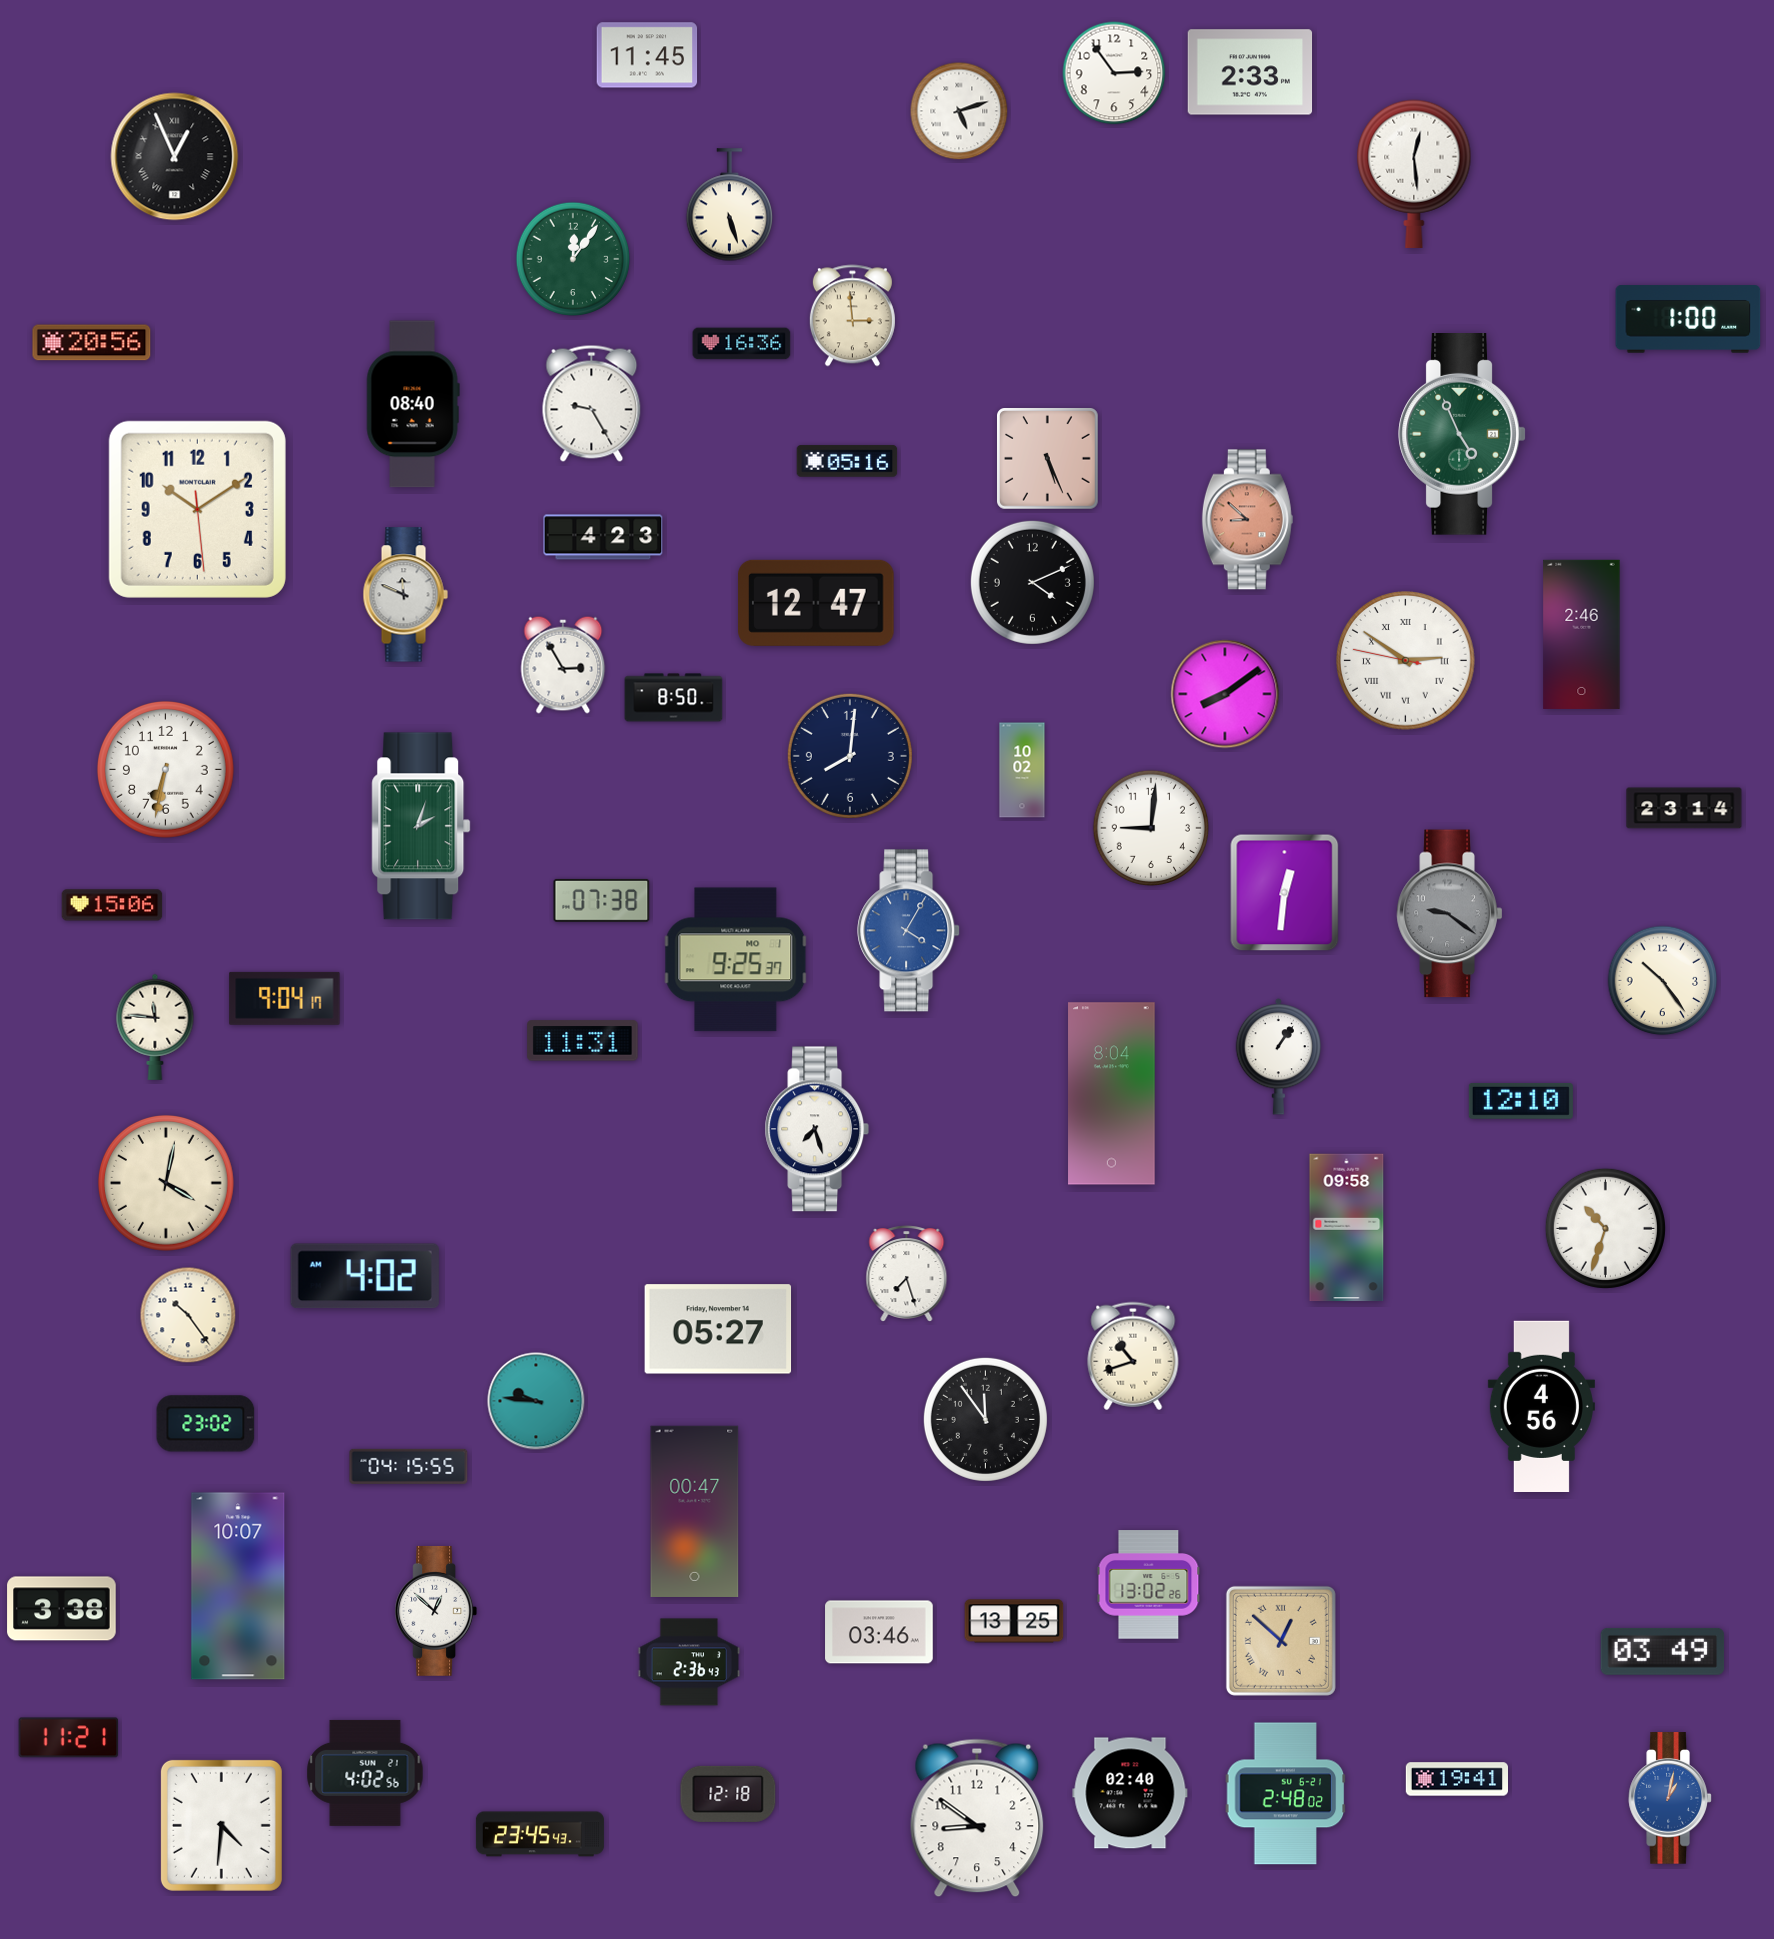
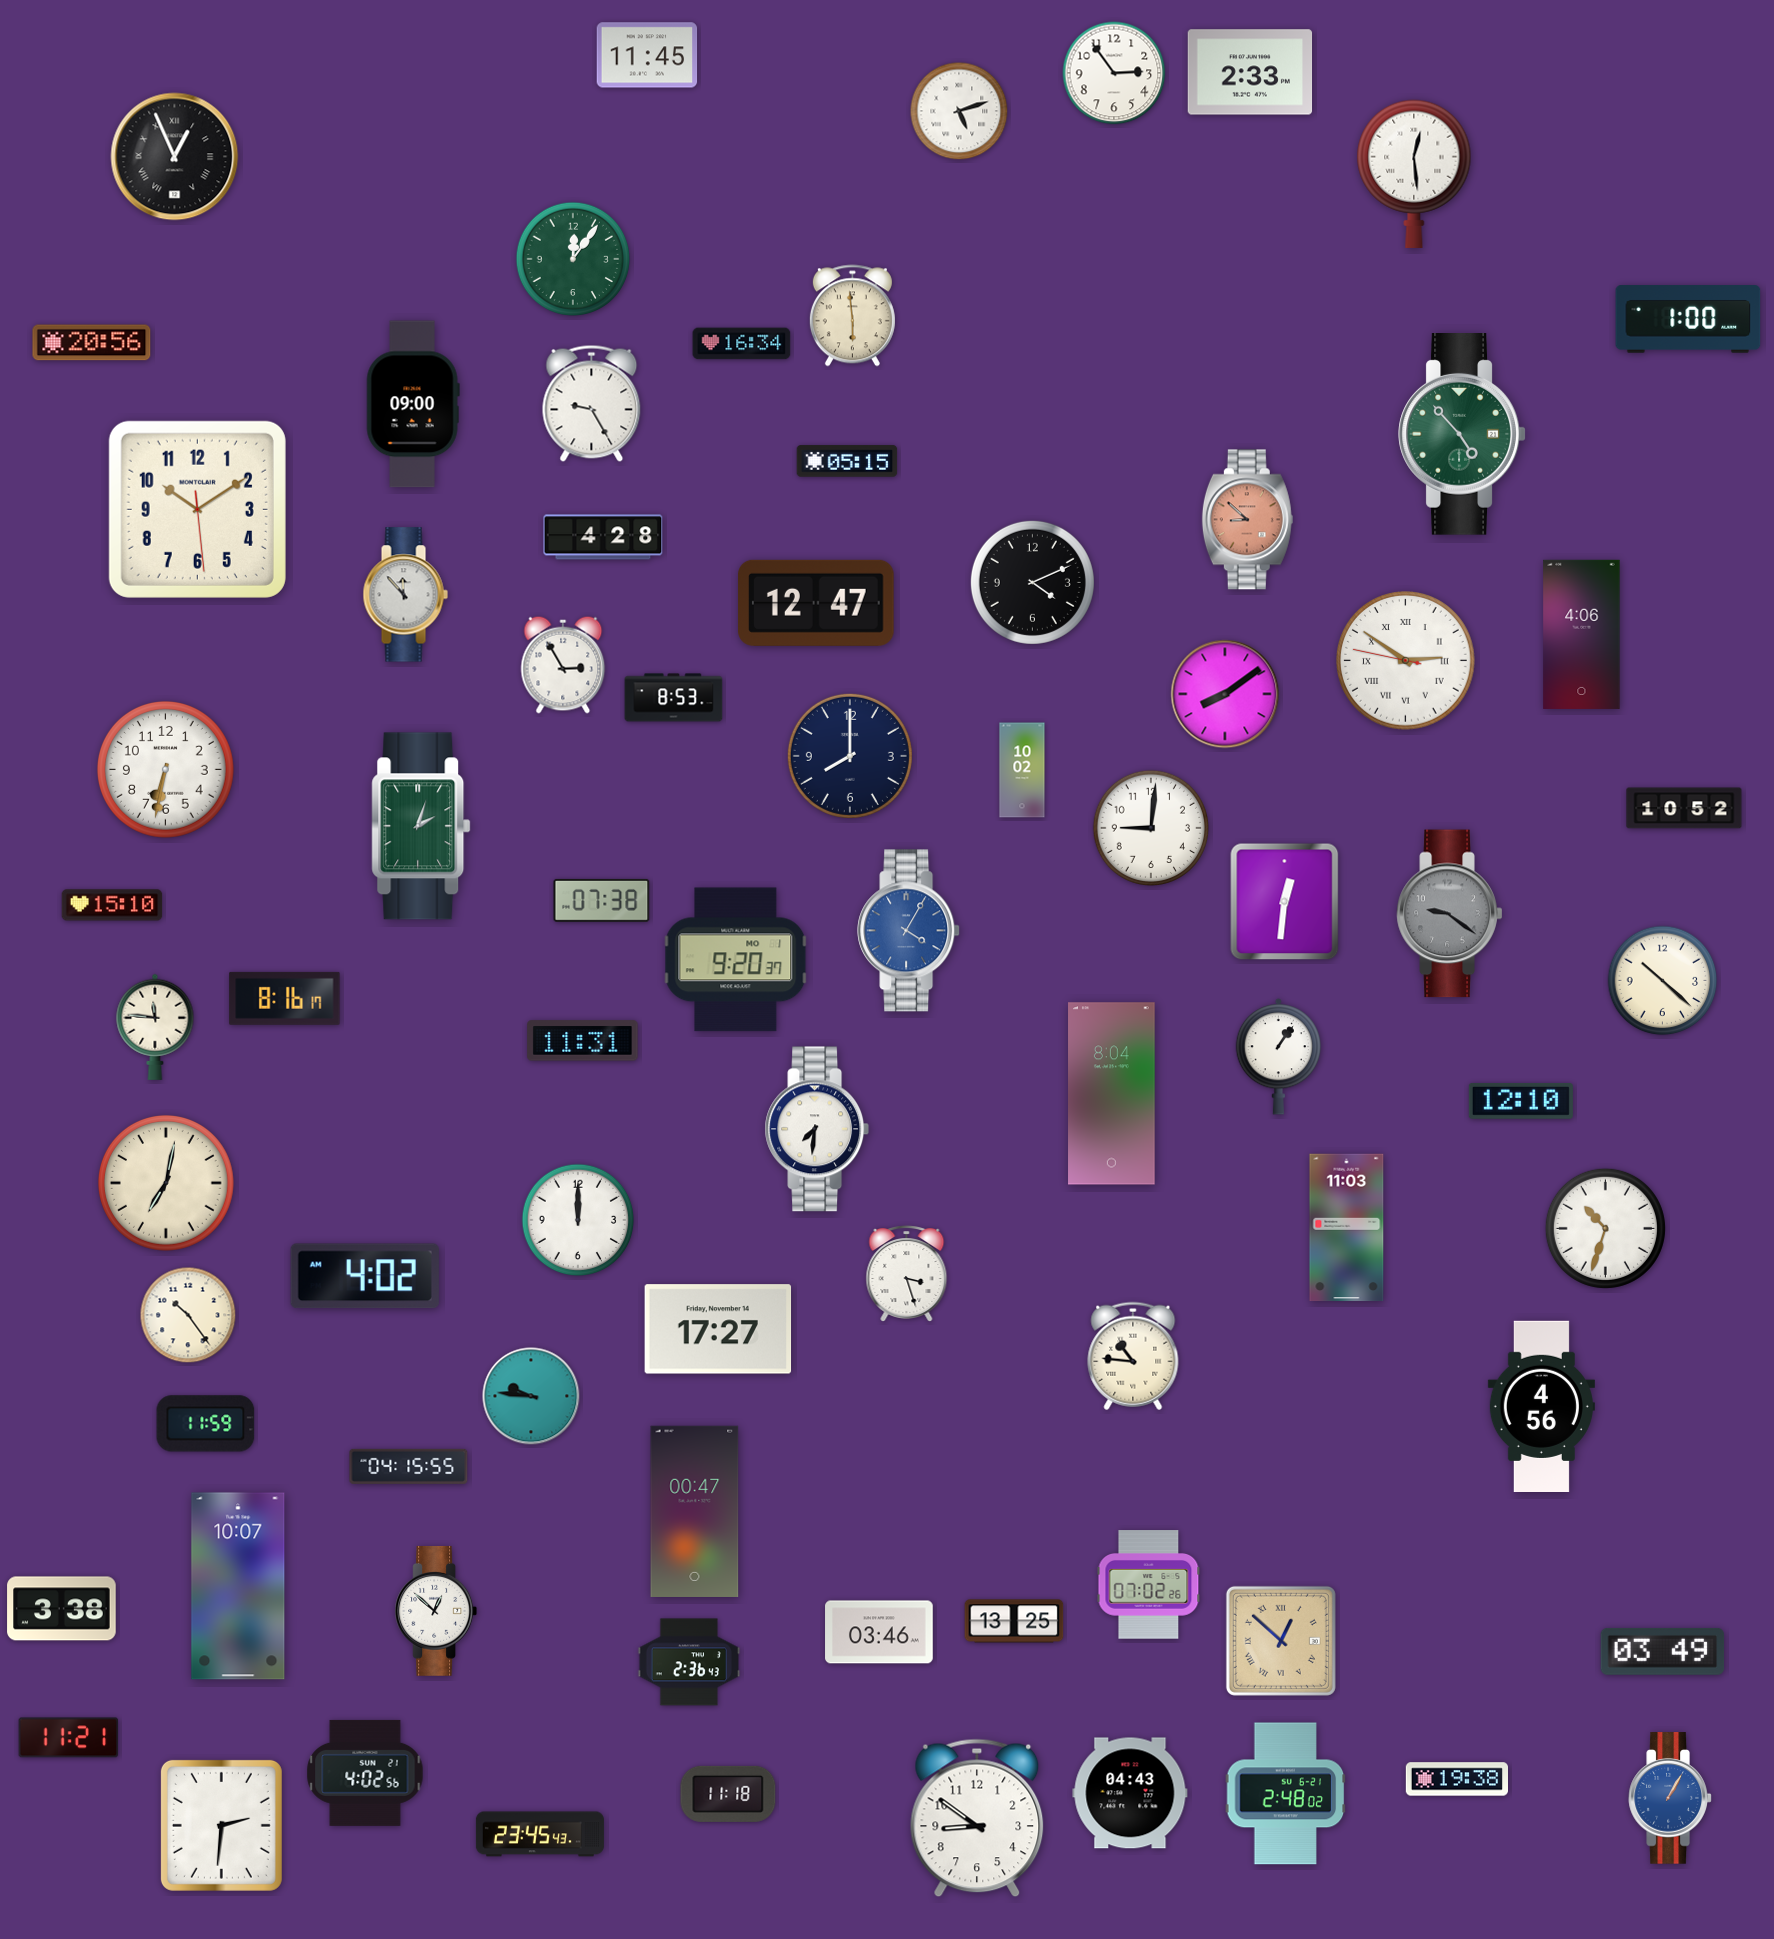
clock at (729, 205): 5:27 -> none
clock at (852, 316): 2:59 -> 5:59
clock at (742, 344): 16:36 -> 16:34
clock at (413, 404): 08:40 -> 09:00
clock at (1462, 435): 4:56 -> 4:53
clock at (1048, 459): 5:26 -> none
clock at (847, 461): 05:16 -> 05:15
clock at (603, 537): 4:23 -> 4:28
clock at (405, 595): 11:49 -> 11:53
clock at (1582, 634): 2:46 -> 4:06
clock at (674, 698): 8:50 -> 8:53
clock at (850, 756): 8:01 -> 8:00
clock at (1684, 808): 23:14 -> 10:52
clock at (1285, 893) position: (1285, 893) -> (1285, 902)
clock at (112, 905): 15:06 -> 15:10
clock at (736, 960): 9:25 -> 9:20
clock at (1663, 981): 10:24 -> 10:22
clock at (285, 998): 9:04 -> 8:16
clock at (817, 1129): 7:27 -> 7:31
clock at (166, 1183): 4:02 -> 7:02
clock at (578, 1220): none -> 12:00
clock at (1347, 1228): 09:58 -> 11:03
clock at (907, 1274): 7:27 -> 3:27
clock at (718, 1329): 05:27 -> 17:27
clock at (1133, 1356): 10:42 -> 10:46
clock at (536, 1401) position: (536, 1401) -> (531, 1396)
clock at (985, 1419): 11:54 -> none
clock at (206, 1424): 23:02 -> 11:59
clock at (1149, 1585): 13:02 -> 07:02
clock at (1456, 1779): 19:41 -> 19:38
clock at (1130, 1793): 02:40 -> 04:43
clock at (728, 1794): 12:18 -> 11:18
clock at (1670, 1798): 1:02 -> 1:05
clock at (221, 1825): 4:31 -> 2:31
